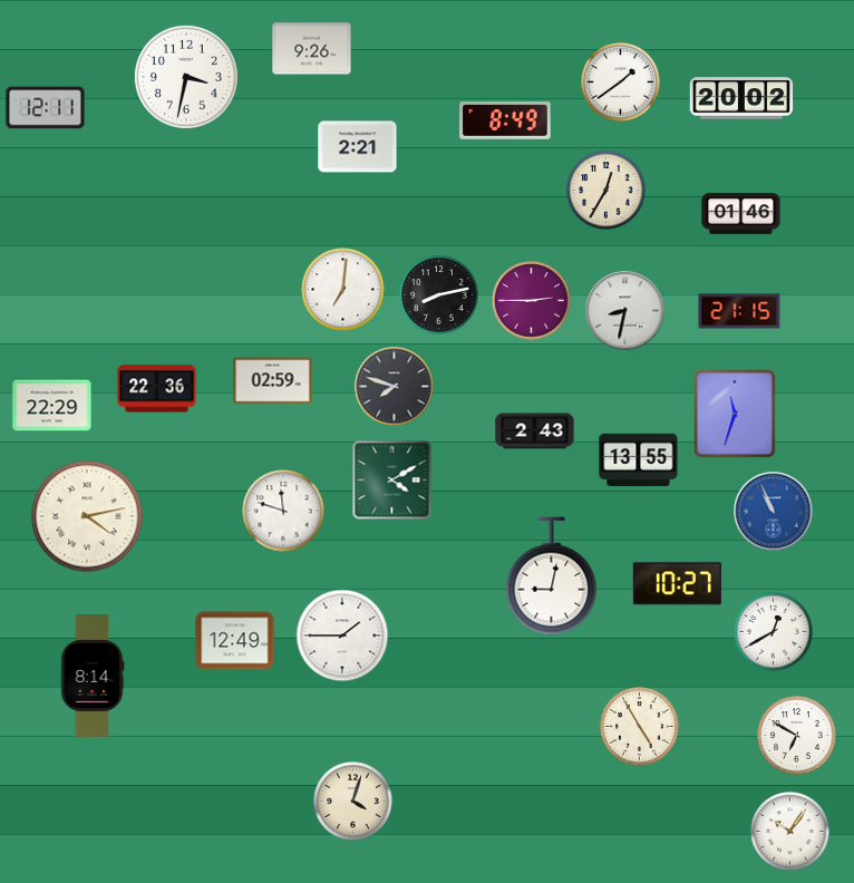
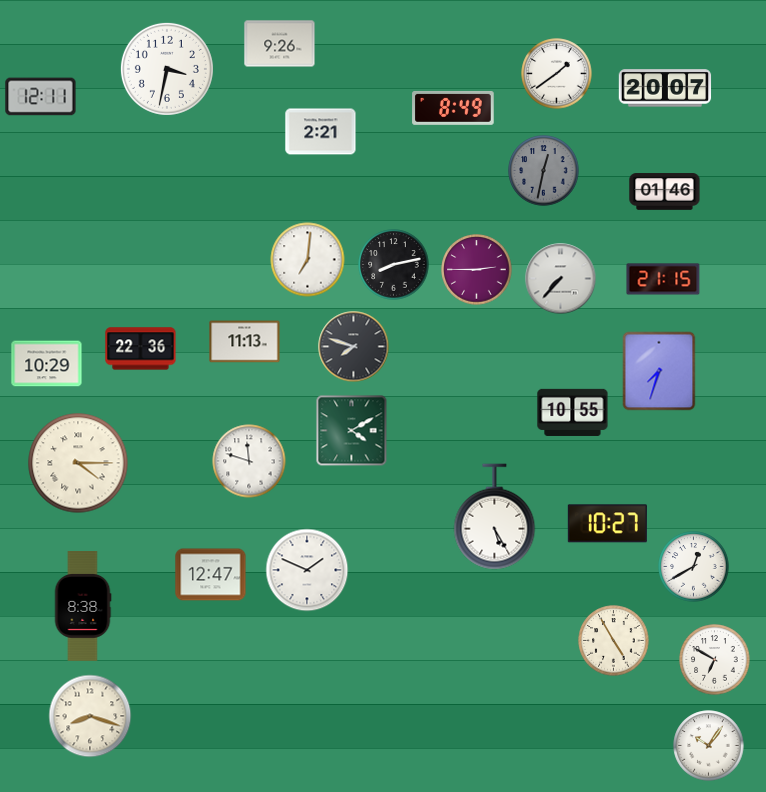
clock at (741, 98): 20:02 -> 20:07
clock at (606, 191): 12:35 -> 12:32
clock at (606, 191) dial: cream -> grey
clock at (625, 311): 8:32 -> 7:37
clock at (273, 381): 02:59 -> 11:13
clock at (52, 406): 22:29 -> 10:29
clock at (735, 414): 11:33 -> 7:33
clock at (535, 431): 2:43 -> none
clock at (639, 459): 13:55 -> 10:55
clock at (283, 511) position: (283, 511) -> (249, 461)
clock at (774, 512): 10:56 -> none
clock at (87, 516): 4:13 -> 4:15
clock at (552, 576): 9:02 -> 5:25
clock at (342, 635): 1:45 -> 1:49
clock at (235, 641): 12:49 -> 12:47
clock at (93, 677): 8:14 -> 8:38
clock at (640, 727) position: (640, 727) -> (614, 641)
clock at (90, 716): none -> 8:18
clock at (353, 802): 4:03 -> none
